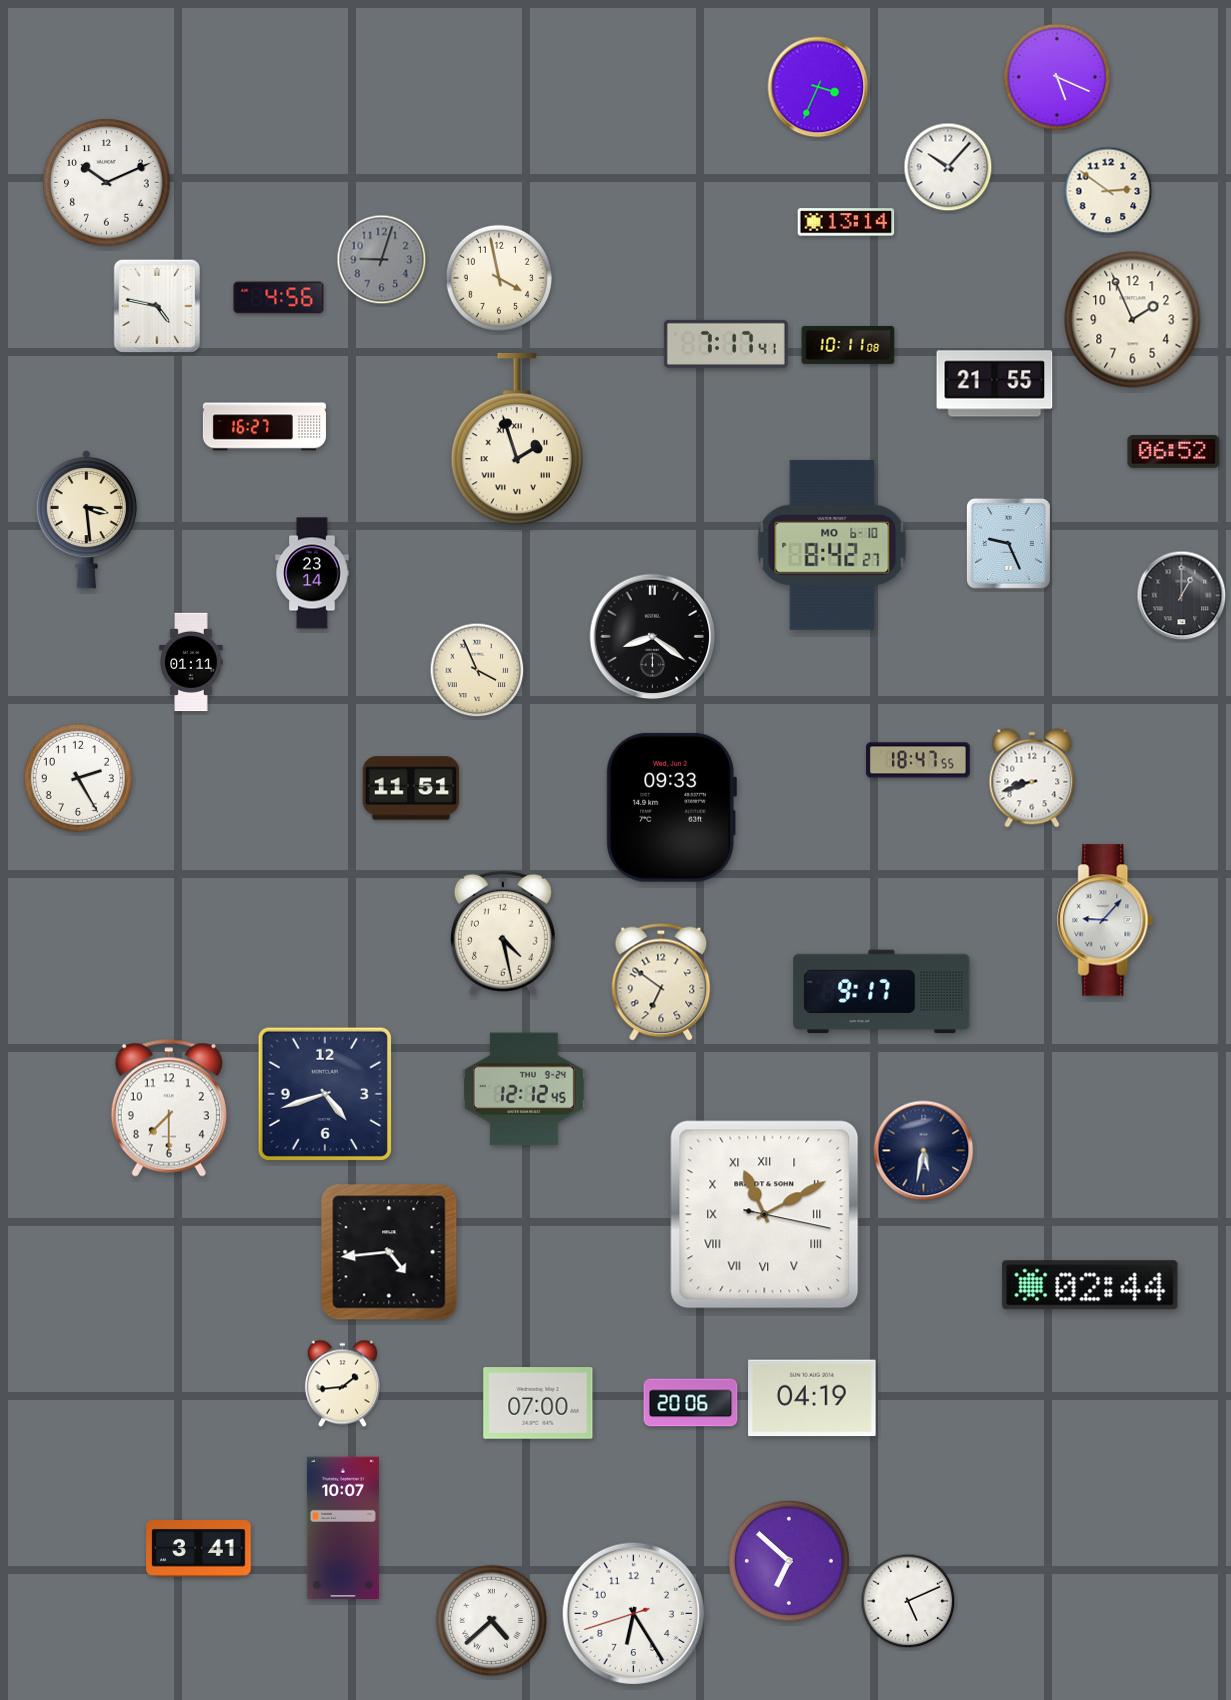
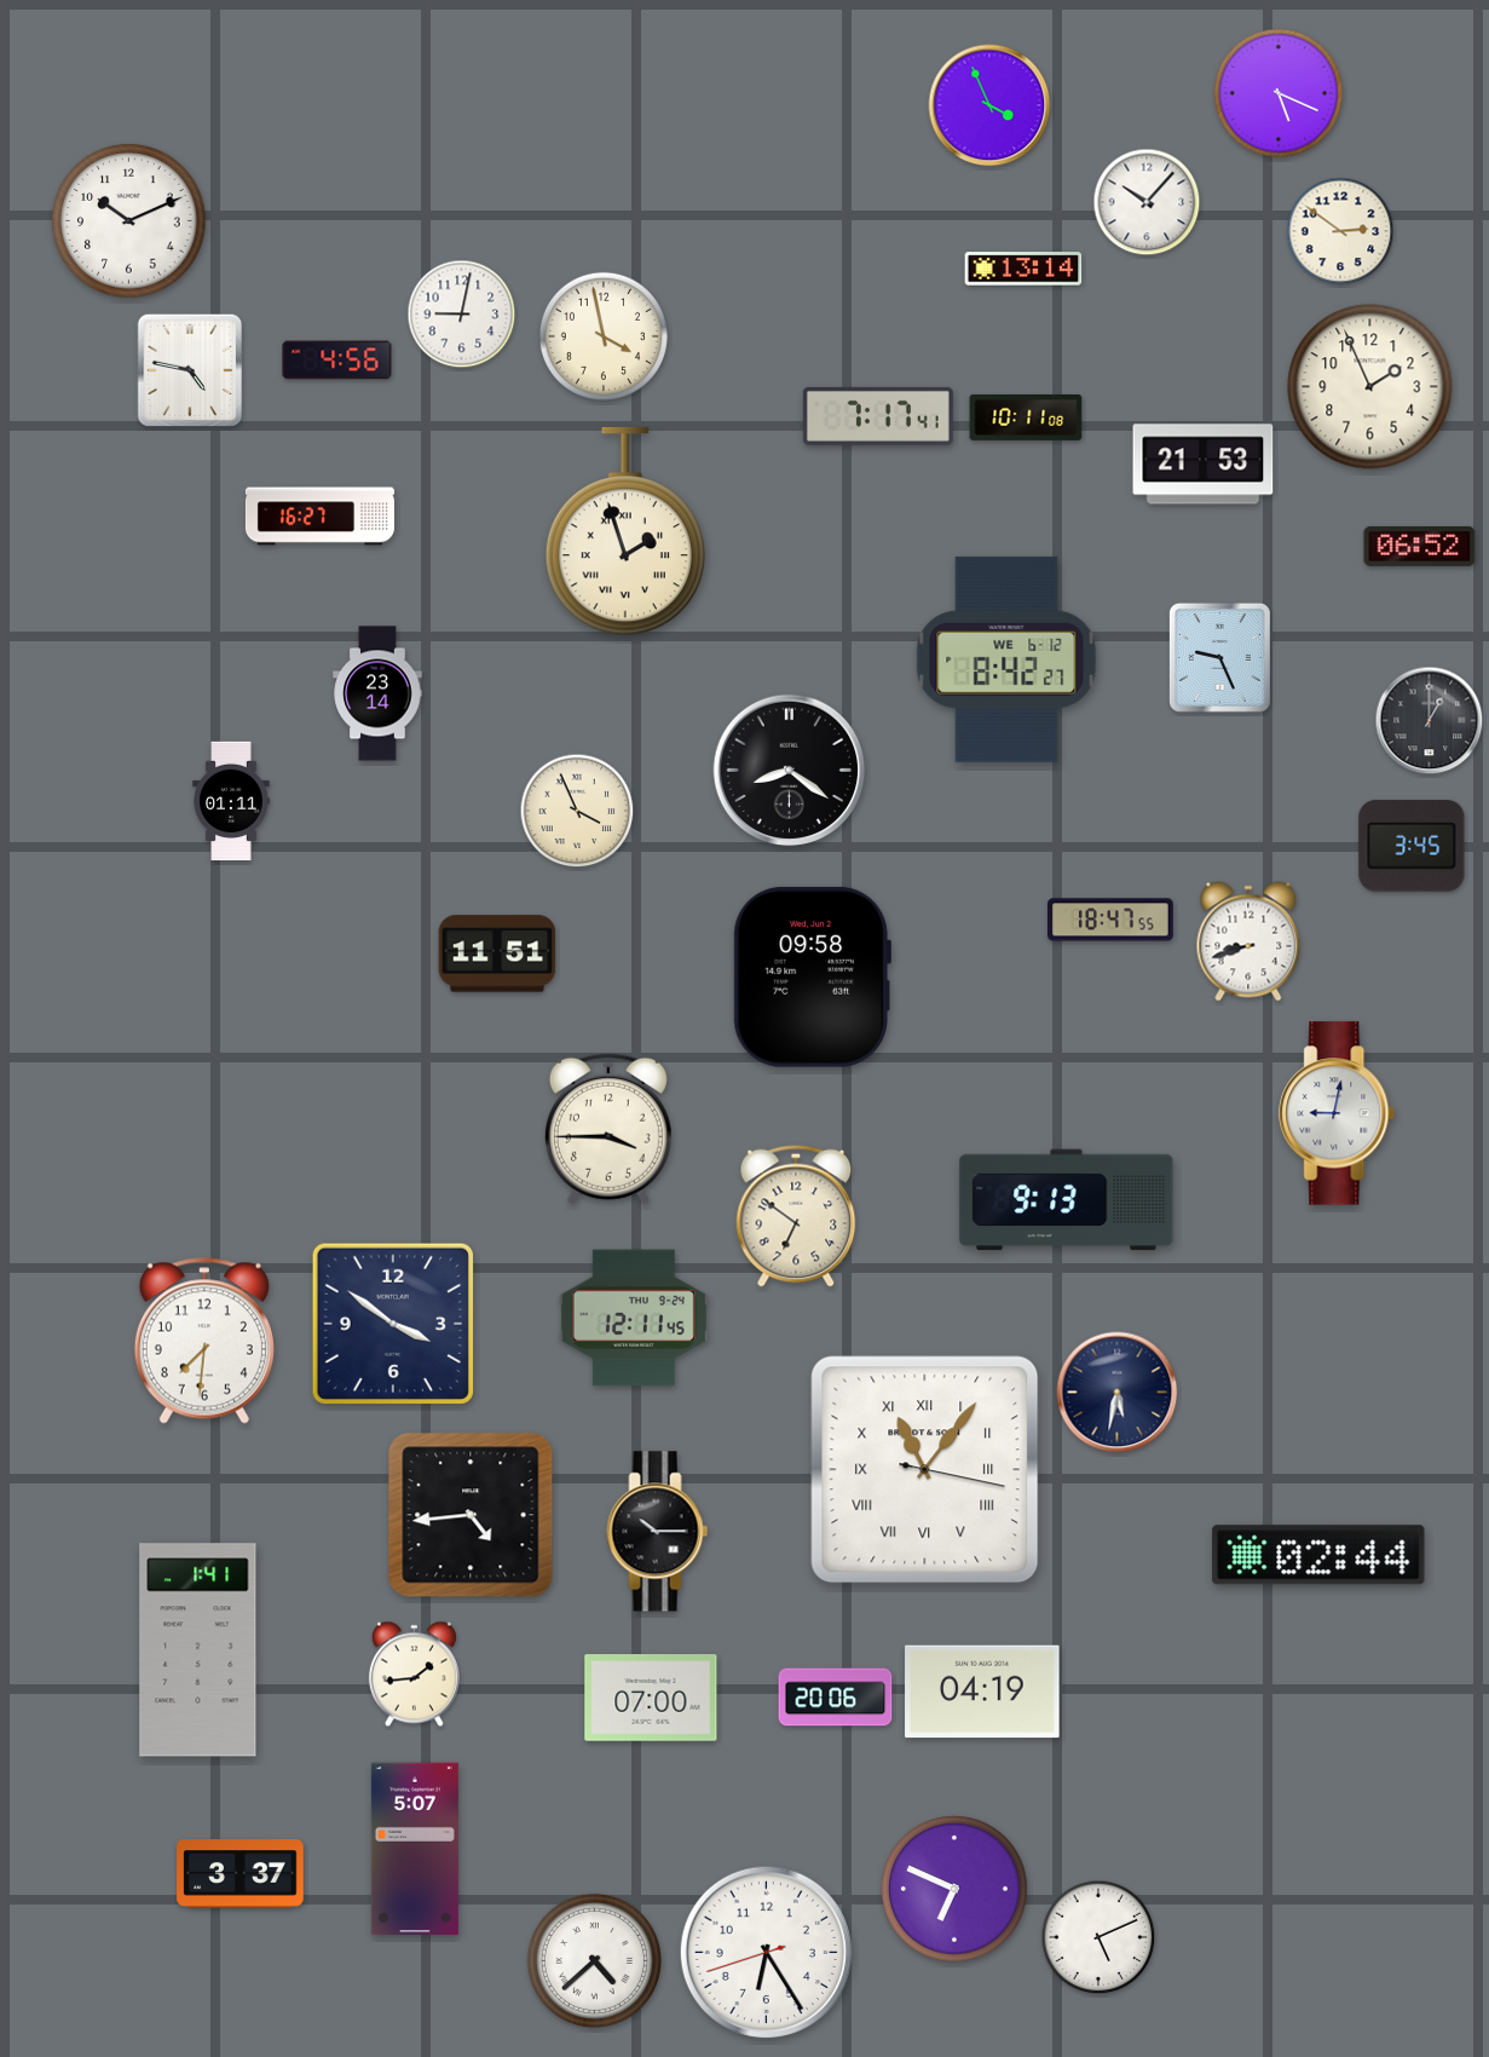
clock at (818, 87): 3:34 -> 3:56
clock at (382, 260): 9:03 -> 9:02
clock at (382, 260) dial: grey -> white
clock at (995, 384): 21:55 -> 21:53
clock at (86, 519): 3:29 -> none
clock at (832, 545) date: MO 6-10 -> WE 6-12
clock at (1412, 846): none -> 3:45
clock at (78, 778): 2:25 -> none
clock at (671, 807): 09:33 -> 09:58
clock at (1106, 920): 9:07 -> 9:02
clock at (503, 933): 4:28 -> 3:45
clock at (661, 982) position: (661, 982) -> (796, 1216)
clock at (882, 992): 9:17 -> 9:13
clock at (524, 1089): 12:12 -> 12:11
clock at (324, 1093): 4:42 -> 3:51
clock at (169, 1108): 7:30 -> 7:31
clock at (765, 1215): 11:10 -> 11:06
clock at (658, 1532): none -> 10:15
clock at (198, 1650): none -> 1:41
clock at (343, 1528): 10:07 -> 5:07
clock at (199, 1549): 3:41 -> 3:37
clock at (790, 1562): 6:52 -> 6:49
